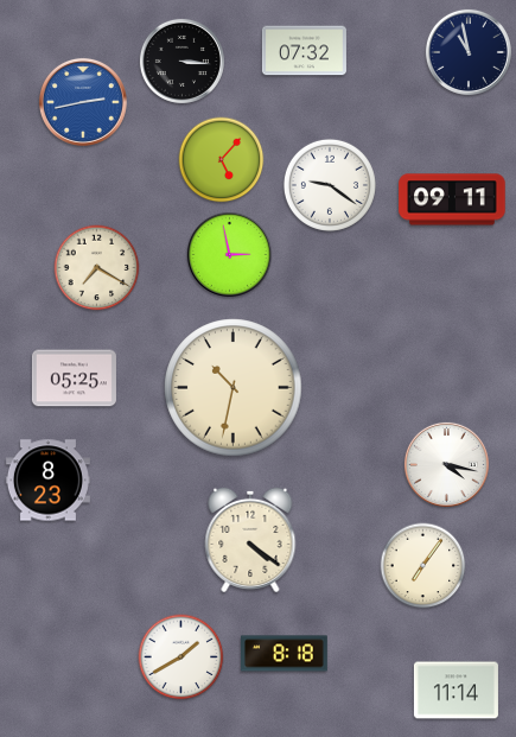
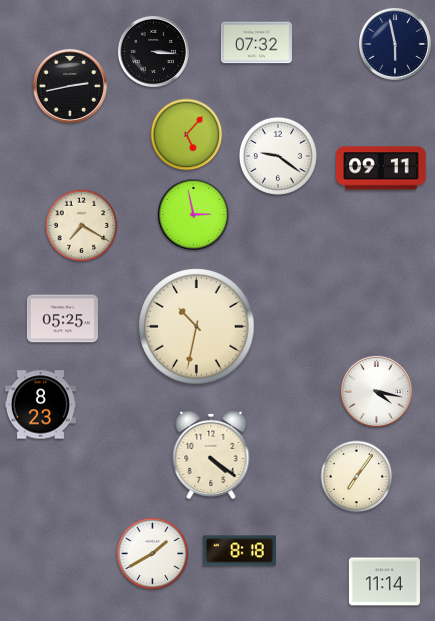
clock at (469, 52): 10:58 -> 5:58
clock at (83, 102) dial: blue -> black
